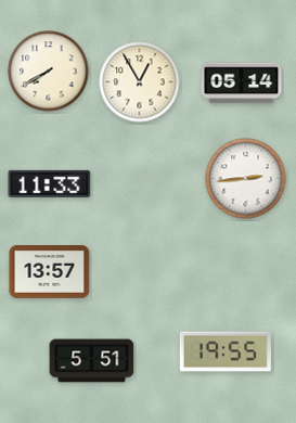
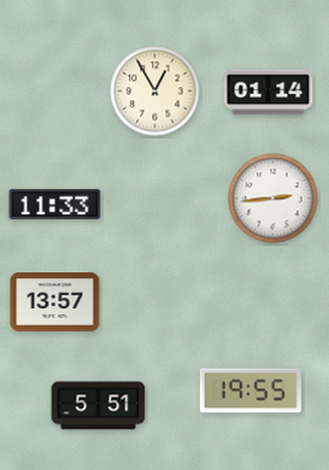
clock at (49, 72): 7:40 -> none
clock at (242, 84): 05:14 -> 01:14
clock at (92, 361) position: (92, 361) -> (99, 406)
